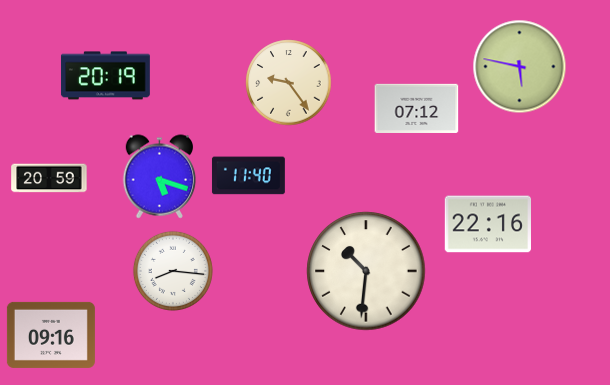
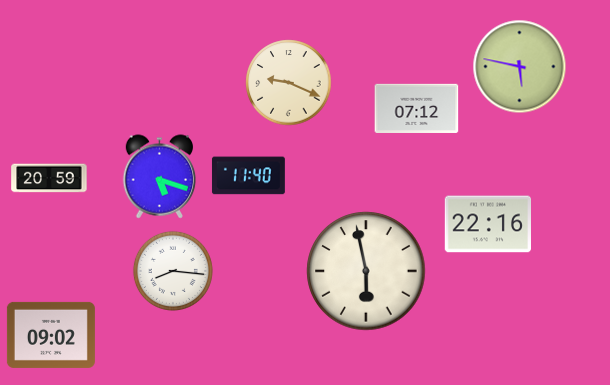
clock at (105, 76): 20:19 -> none
clock at (289, 83): 9:24 -> 9:19
clock at (366, 271): 10:31 -> 5:58
clock at (51, 335): 09:16 -> 09:02
